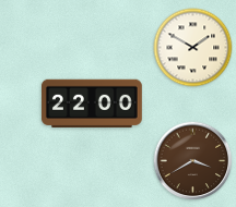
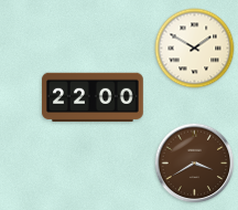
clock at (93, 103) position: (93, 103) -> (94, 97)
